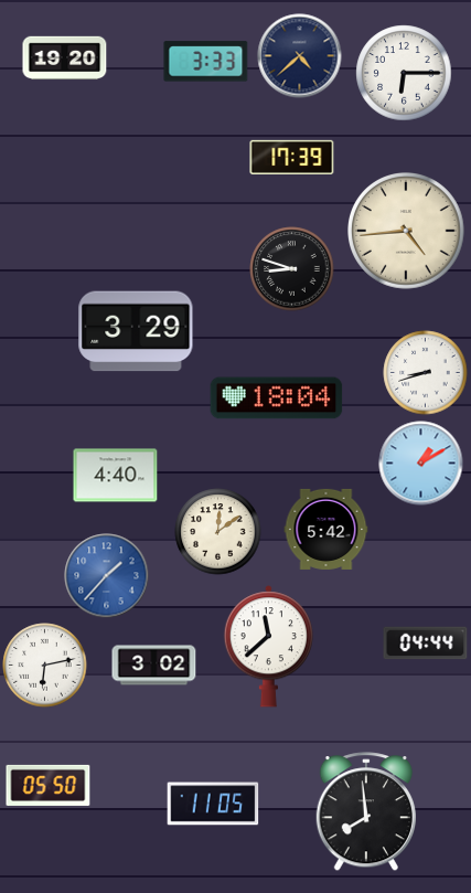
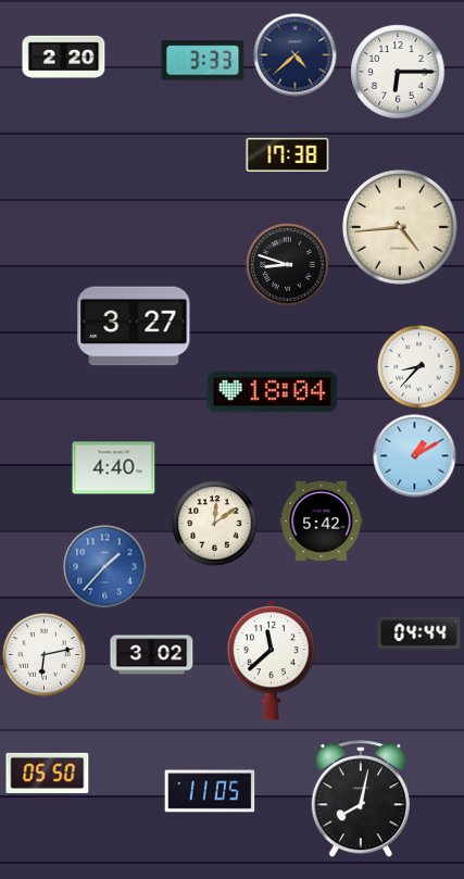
clock at (65, 59): 19:20 -> 2:20
clock at (292, 157): 17:39 -> 17:38
clock at (136, 331): 3:29 -> 3:27
clock at (426, 373): 8:42 -> 8:37
clock at (268, 647) position: (268, 647) -> (271, 661)
clock at (365, 812): 7:59 -> 8:02
